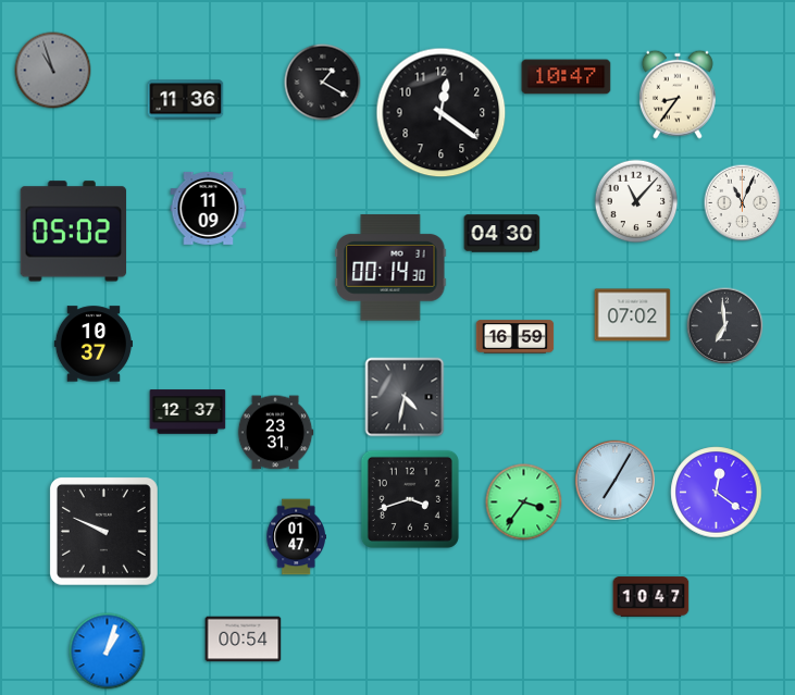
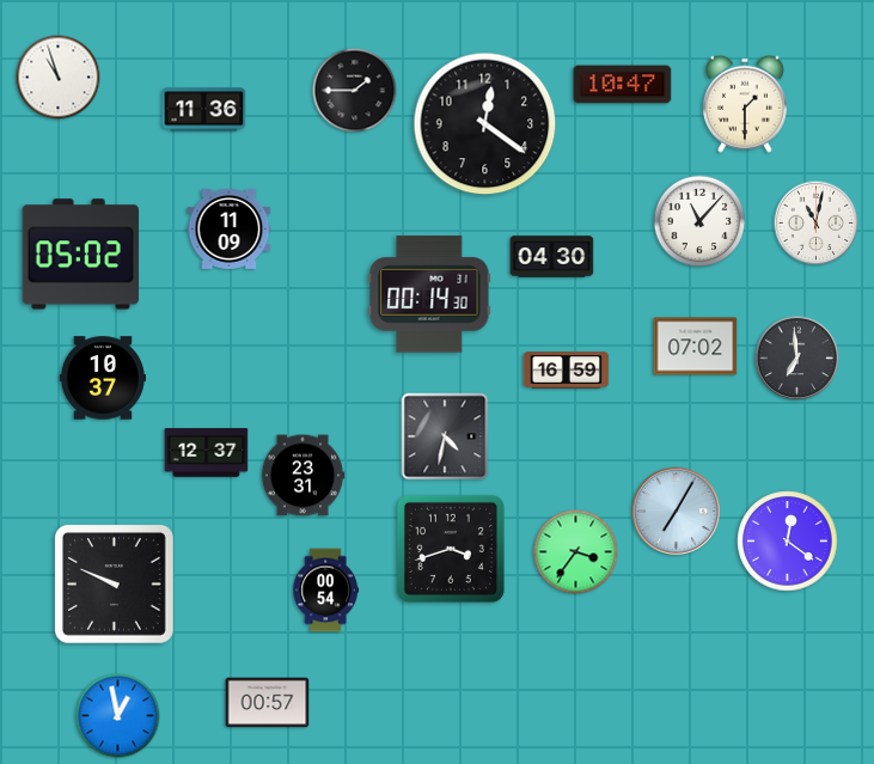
clock at (53, 71) dial: grey -> white
clock at (323, 83): 1:20 -> 1:45
clock at (678, 95): 8:36 -> 1:30
clock at (743, 203): 11:04 -> 11:02
clock at (614, 480) position: (614, 480) -> (676, 511)
clock at (296, 537): 01:47 -> 00:54
clock at (651, 597): 10:47 -> none
clock at (244, 640): 00:54 -> 00:57
clock at (108, 651): 1:03 -> 12:58
